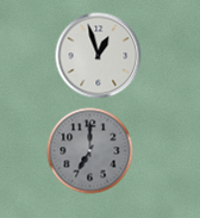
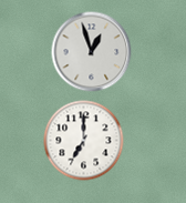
clock at (90, 151) dial: grey -> white
